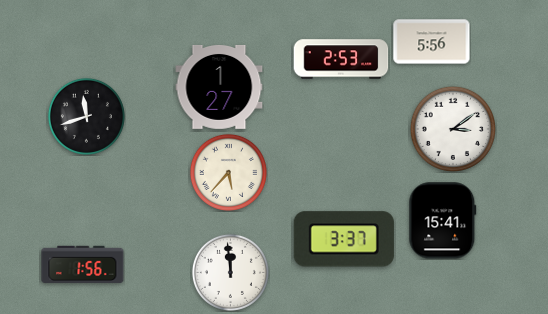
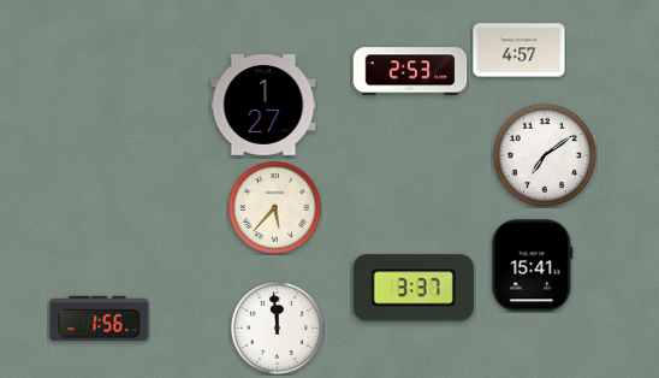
clock at (432, 42): 5:56 -> 4:57
clock at (86, 116): 11:42 -> none
clock at (452, 128): 3:09 -> 7:09
